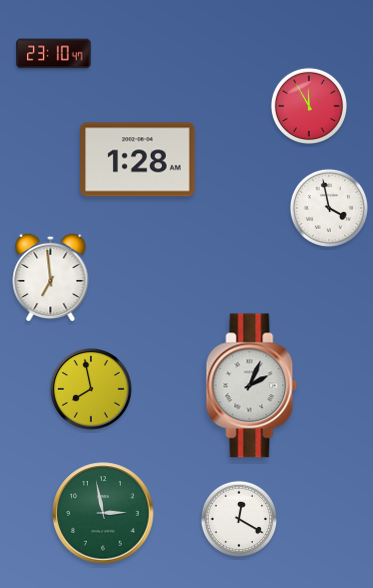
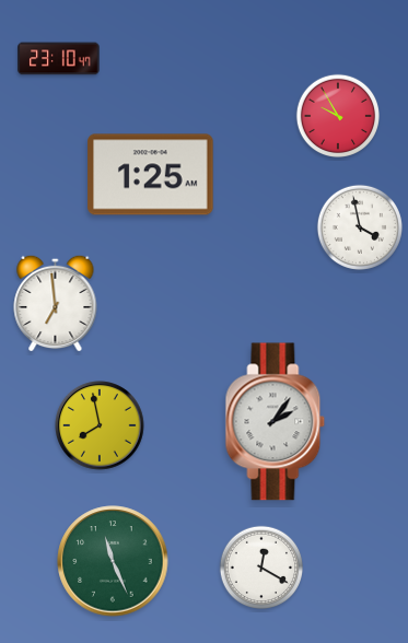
clock at (308, 105): 11:55 -> 9:55
clock at (138, 160): 1:28 -> 1:25
clock at (252, 386): 2:04 -> 2:06
clock at (103, 513): 2:58 -> 11:26
